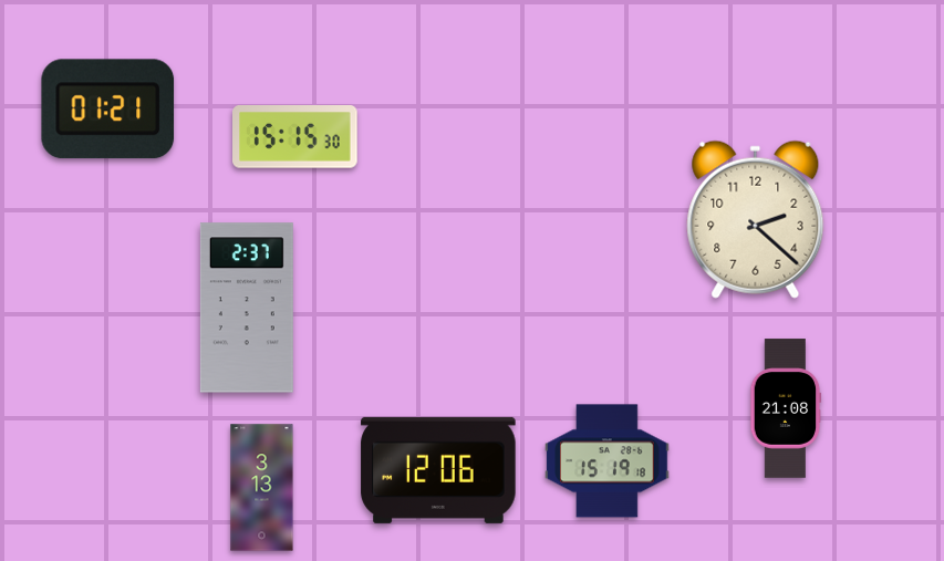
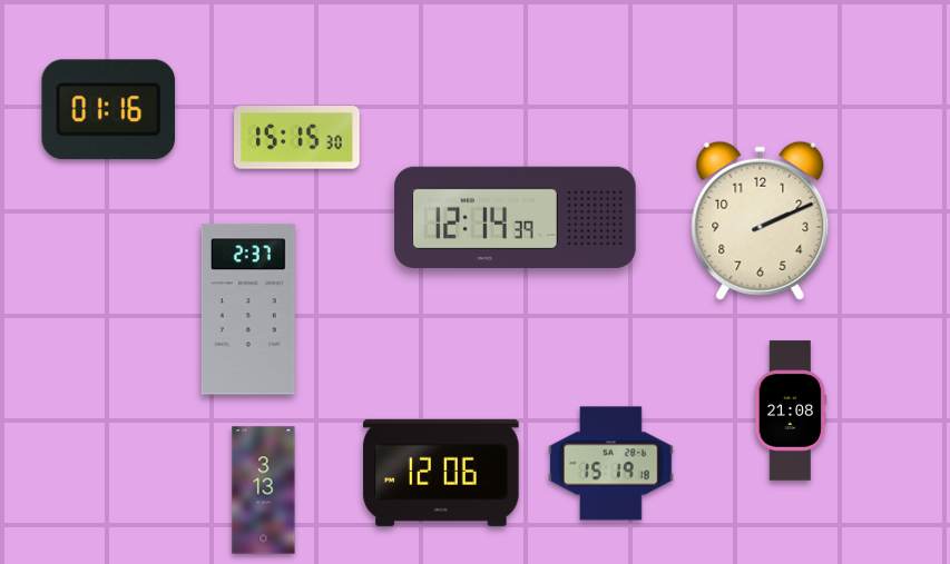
clock at (108, 110): 01:21 -> 01:16
clock at (516, 217): none -> 12:14
clock at (756, 219): 2:22 -> 2:11
